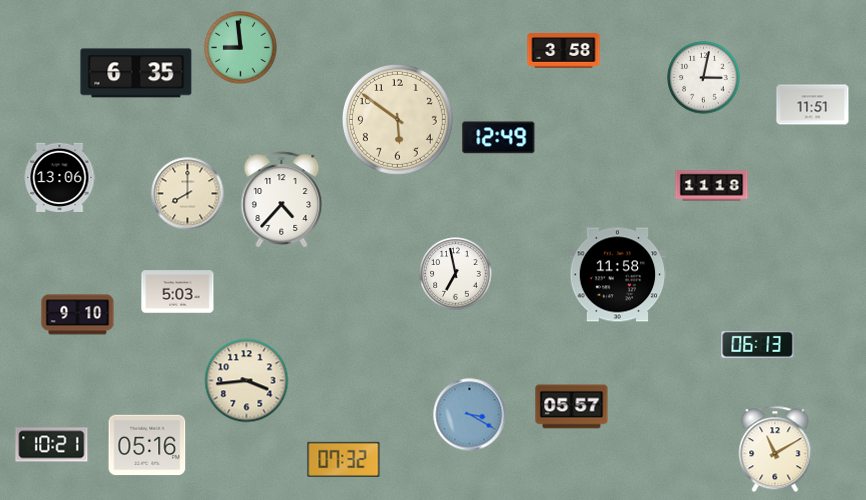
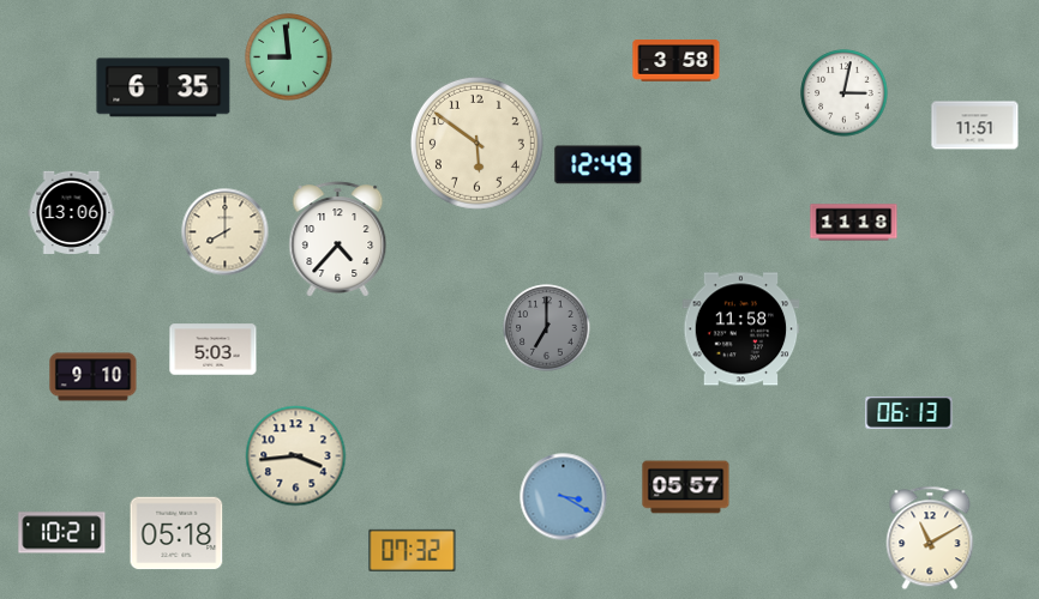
clock at (456, 274): 6:58 -> 7:00
clock at (456, 274) dial: white -> grey
clock at (147, 445): 05:16 -> 05:18
